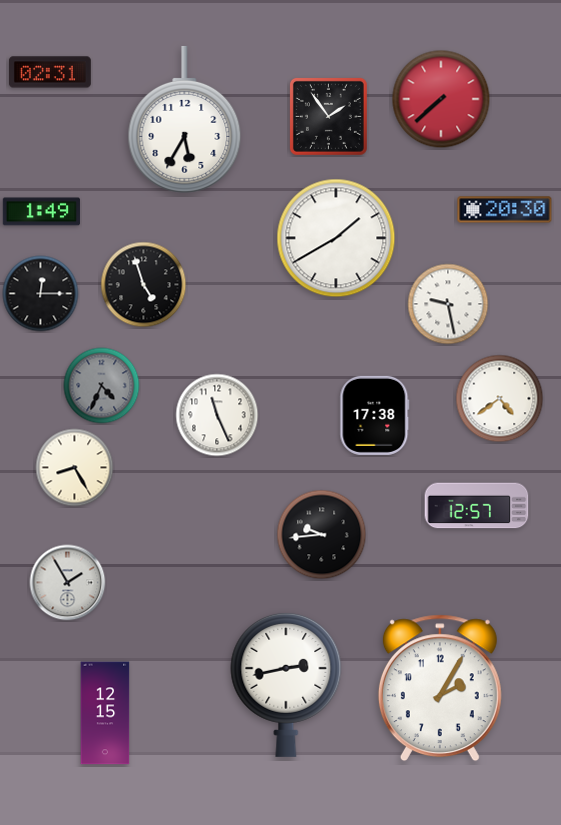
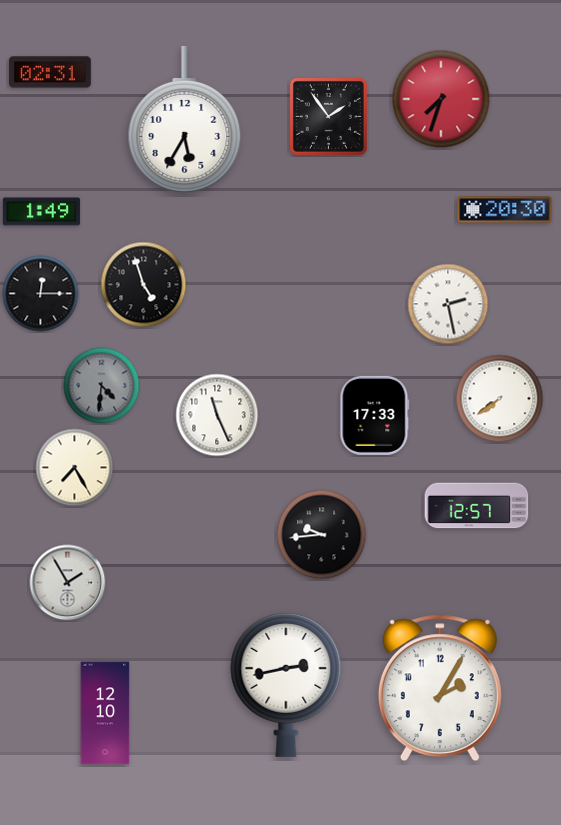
clock at (441, 99): 7:38 -> 7:33
clock at (336, 238): 1:40 -> none
clock at (448, 304): 9:28 -> 2:28
clock at (102, 386): 4:34 -> 4:31
clock at (500, 399): 4:39 -> 7:39
clock at (375, 415): 17:38 -> 17:33
clock at (75, 468): 8:25 -> 7:25
clock at (105, 713): 12:15 -> 12:10
